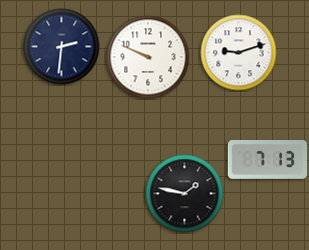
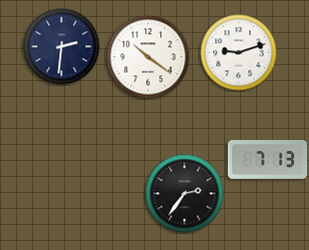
clock at (148, 57): 9:49 -> 10:21
clock at (185, 194): 1:47 -> 2:36
